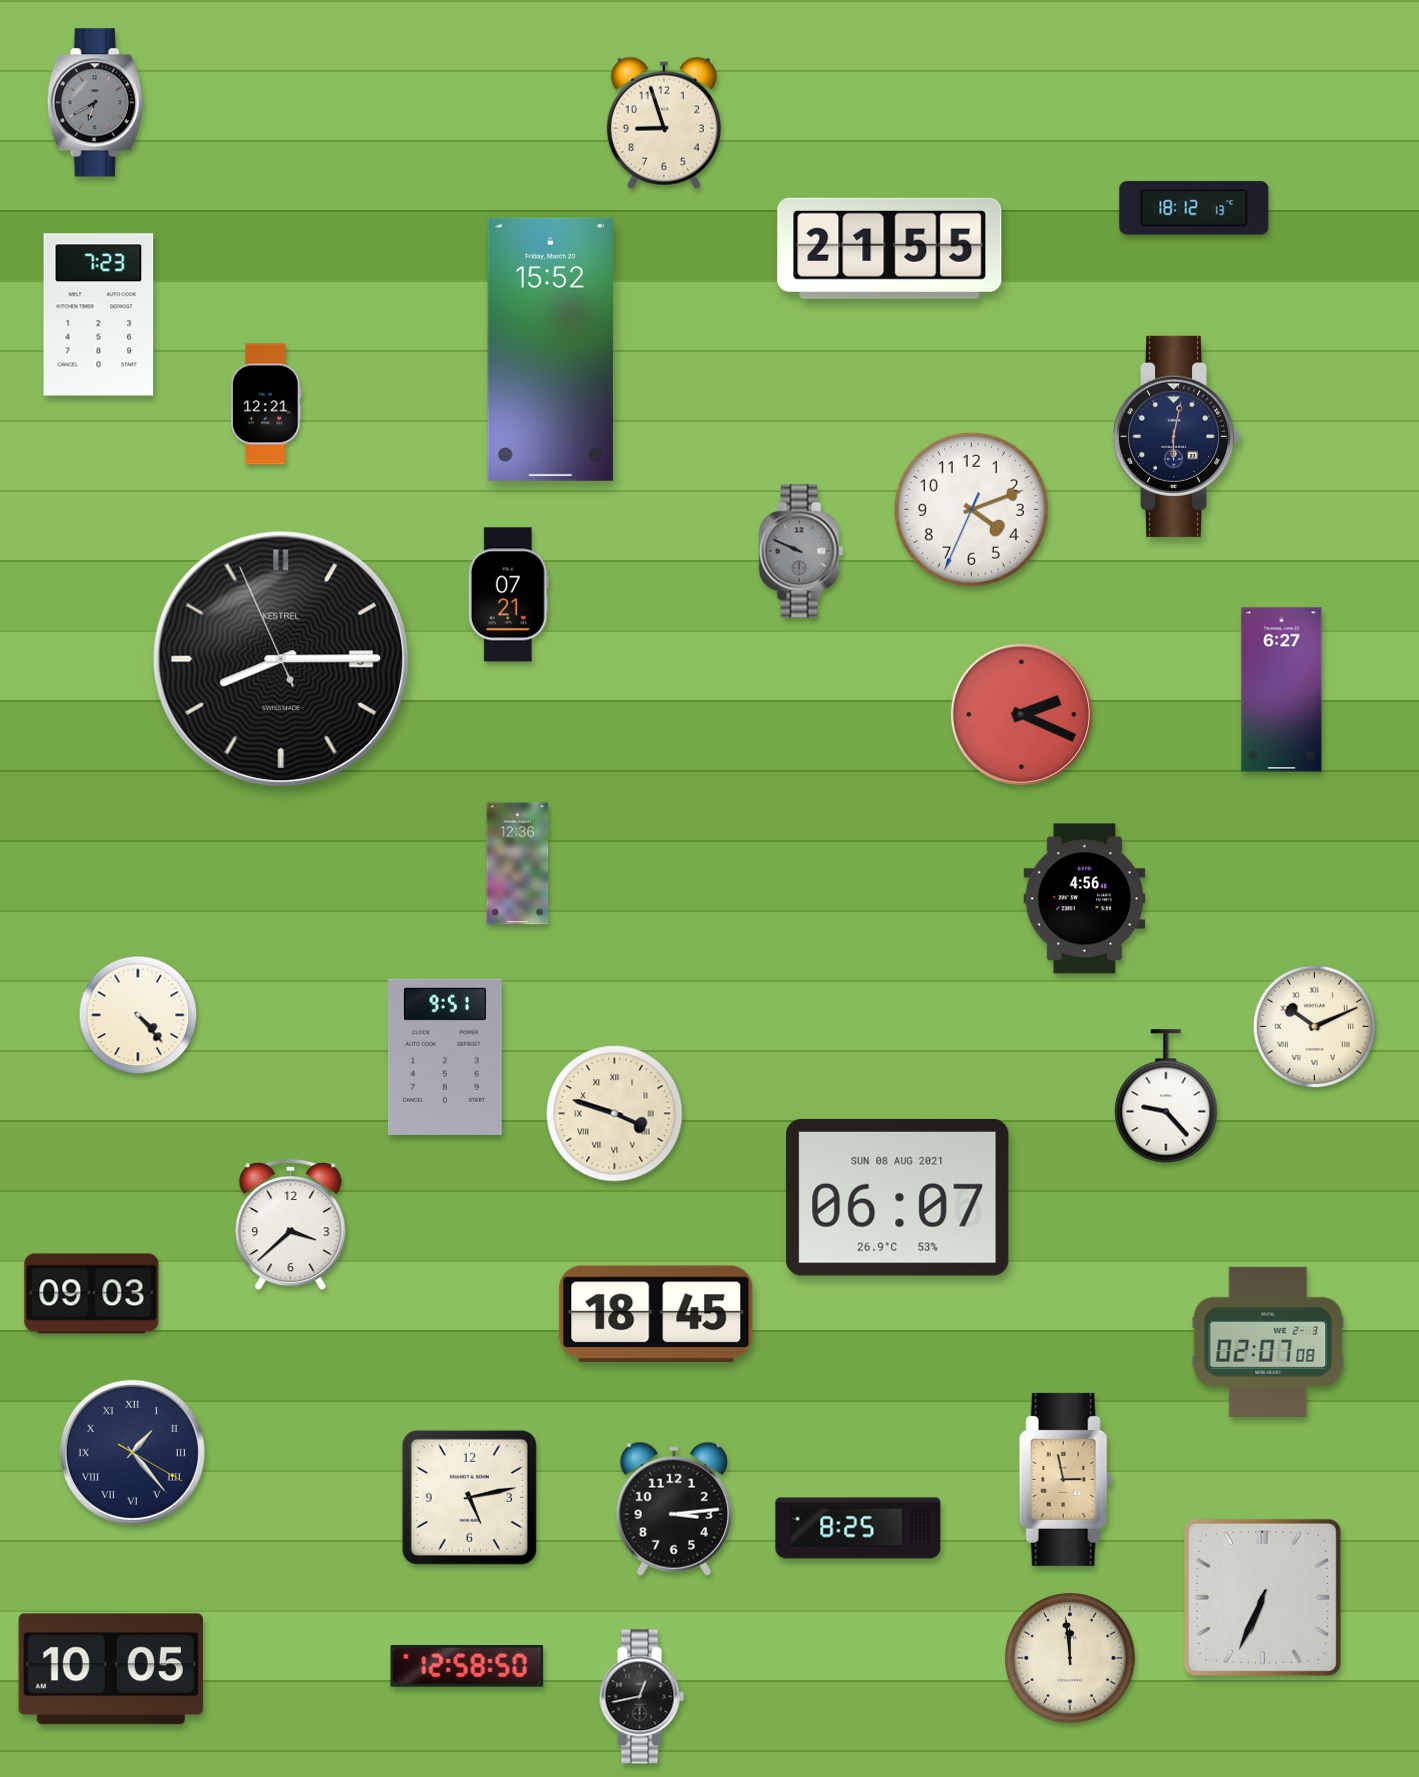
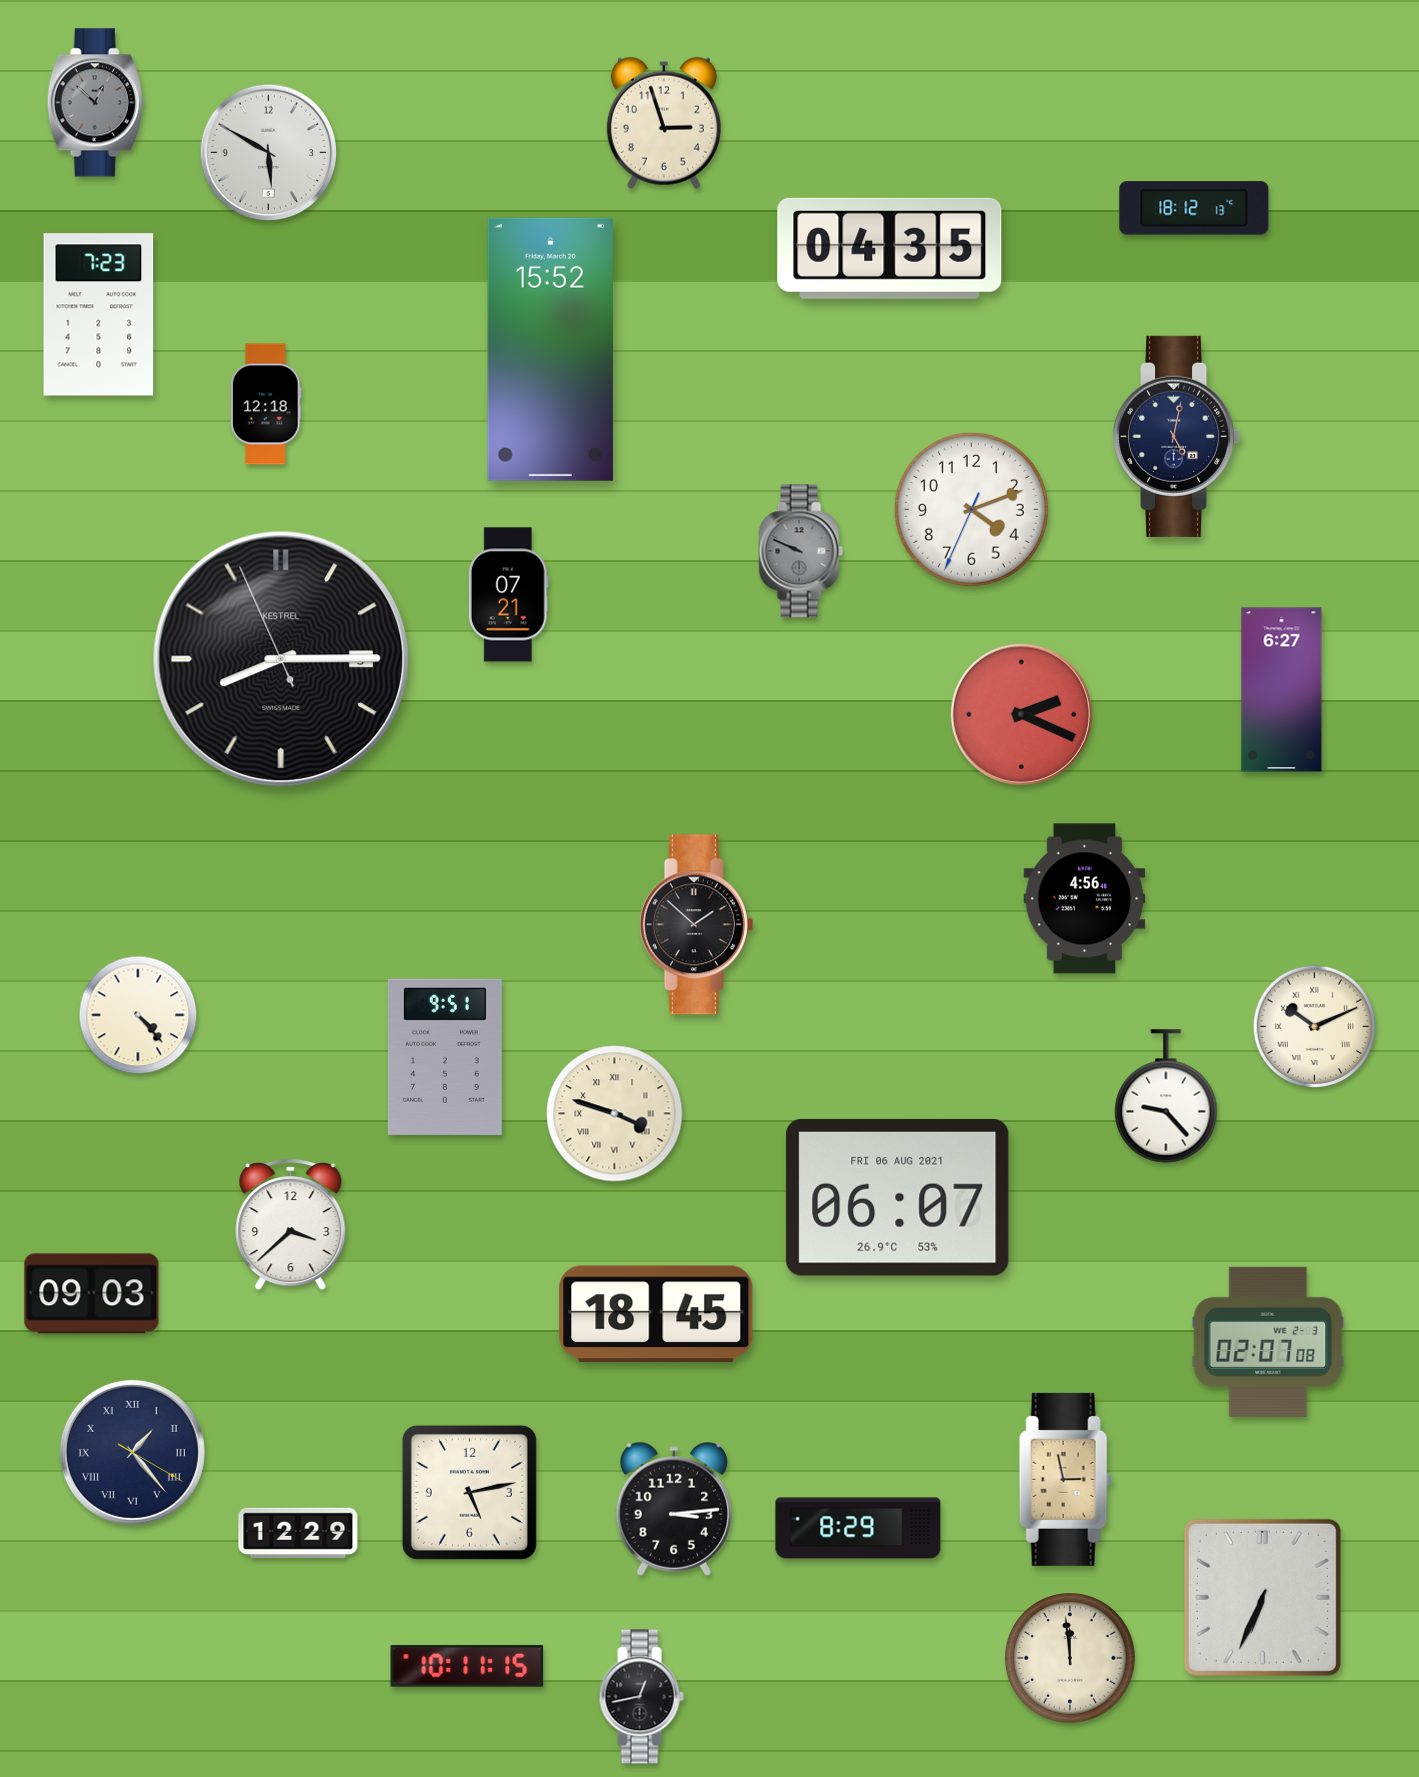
clock at (95, 103): 6:40 -> 12:52
clock at (664, 123): 8:57 -> 2:57
clock at (269, 153): none -> 5:50
clock at (890, 248): 21:55 -> 04:35
clock at (266, 404): 12:21 -> 12:18
clock at (1177, 436): 6:02 -> 5:02
clock at (518, 864): 12:36 -> none
clock at (696, 925): none -> 1:52
clock at (898, 1197) date: SUN 08 AUG 2021 -> FRI 06 AUG 2021
clock at (469, 1497) position: (469, 1497) -> (469, 1492)
clock at (858, 1528): 8:25 -> 8:29
clock at (298, 1532): none -> 12:29
clock at (467, 1667): 12:58 -> 10:11
clock at (111, 1669): 10:05 -> none
